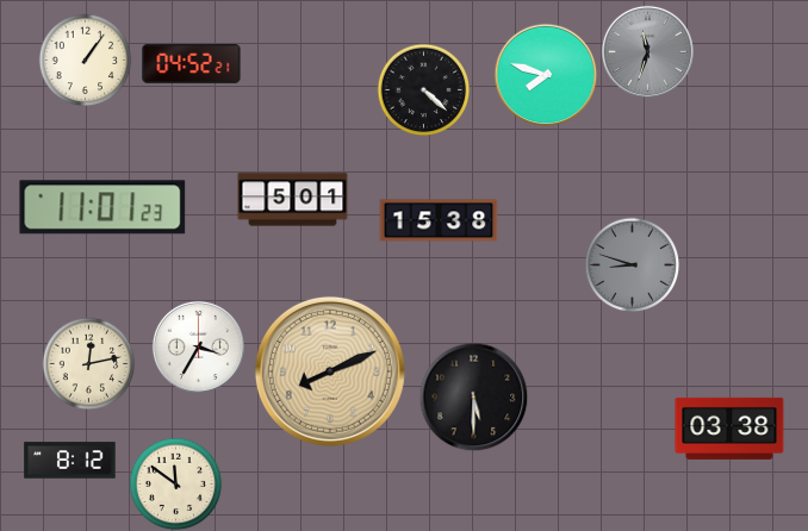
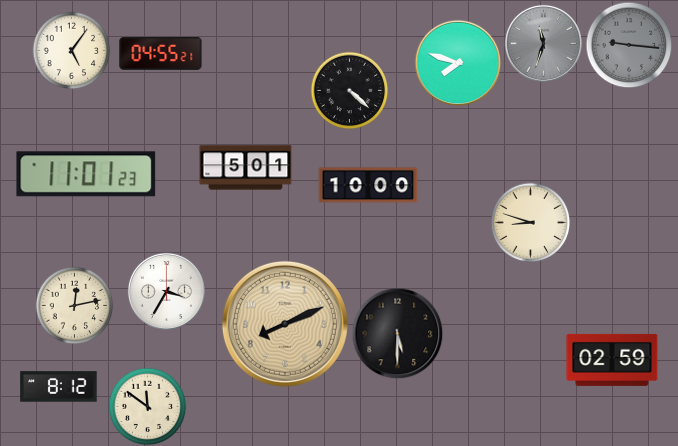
clock at (629, 45): none -> 9:16
clock at (85, 60): 1:06 -> 5:06
clock at (192, 63): 04:52 -> 04:55
clock at (423, 89) position: (423, 89) -> (349, 90)
clock at (439, 220): 15:38 -> 10:00
clock at (632, 264) dial: grey -> cream
clock at (330, 371) position: (330, 371) -> (285, 324)
clock at (729, 429): 03:38 -> 02:59
